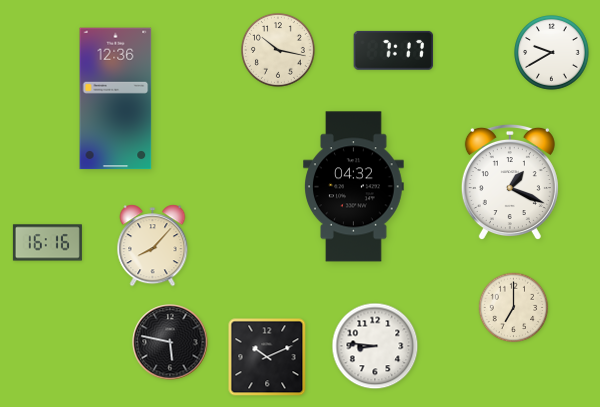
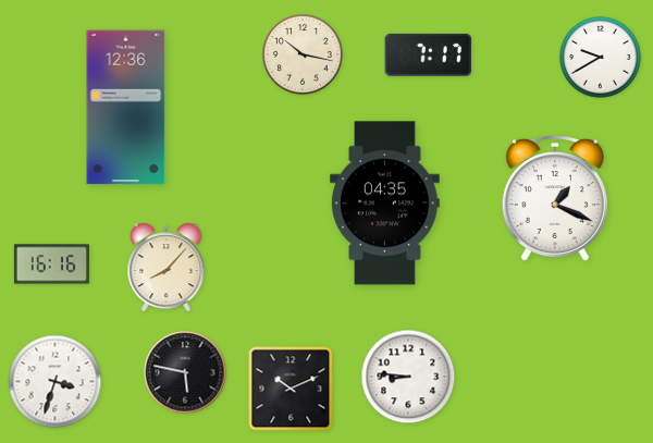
clock at (354, 187): 04:32 -> 04:35
clock at (514, 308): 7:00 -> none
clock at (56, 382): none -> 3:33
